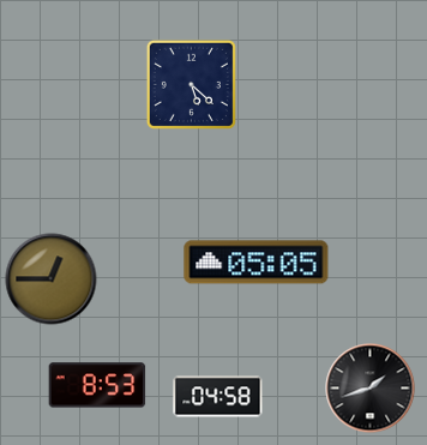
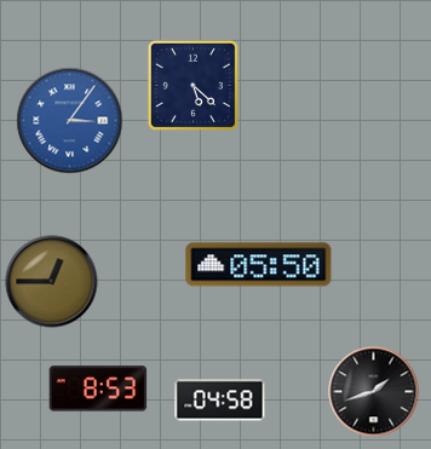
clock at (70, 121): none -> 3:06
clock at (257, 263): 05:05 -> 05:50
